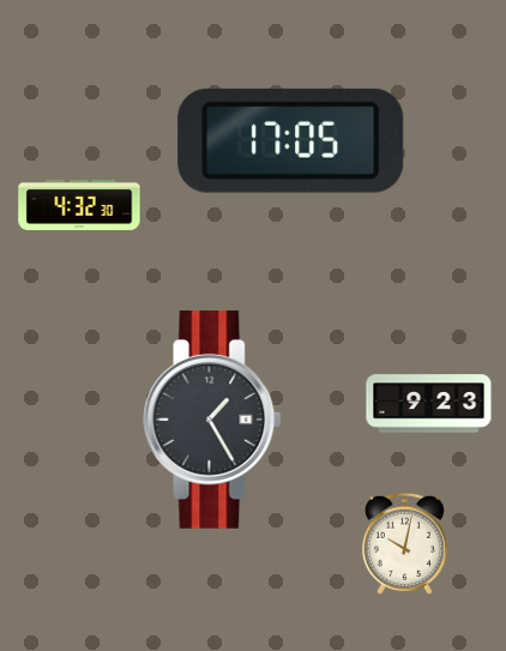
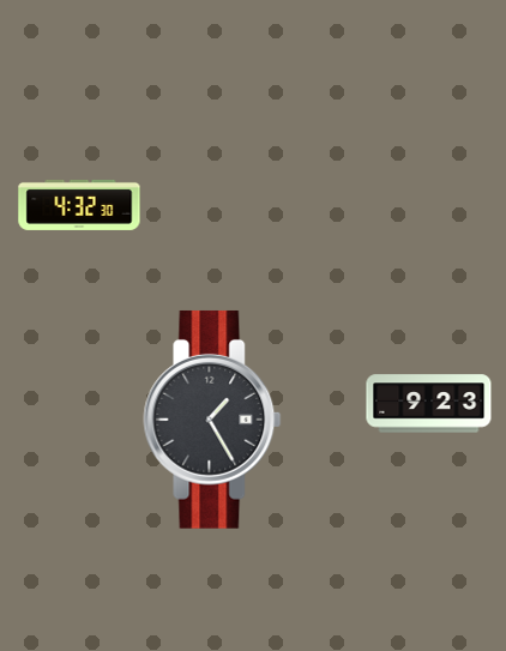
clock at (291, 140): 17:05 -> none
clock at (404, 543): 10:02 -> none
